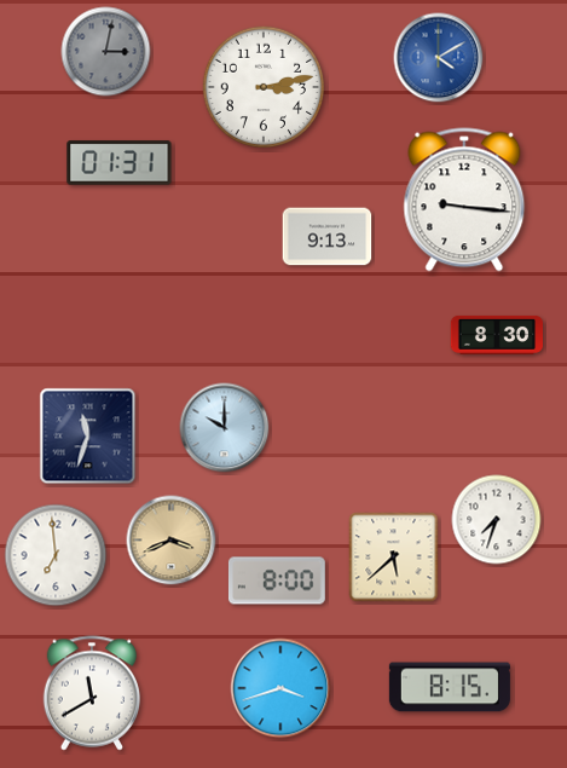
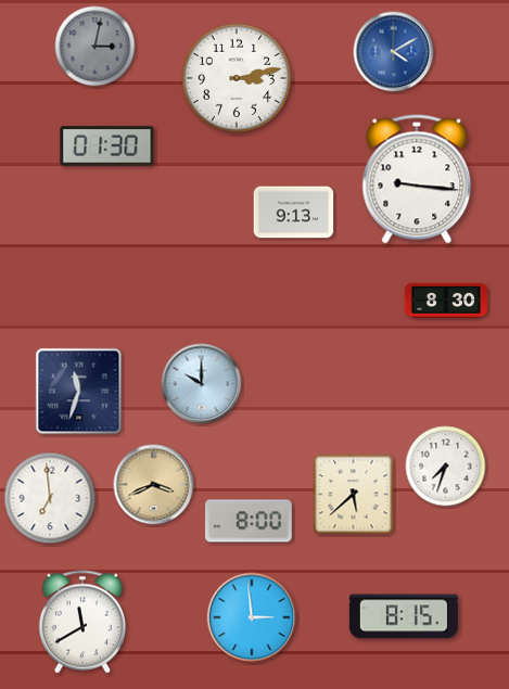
clock at (120, 163): 01:31 -> 01:30
clock at (394, 558) position: (394, 558) -> (354, 495)
clock at (280, 688): 3:42 -> 2:59
